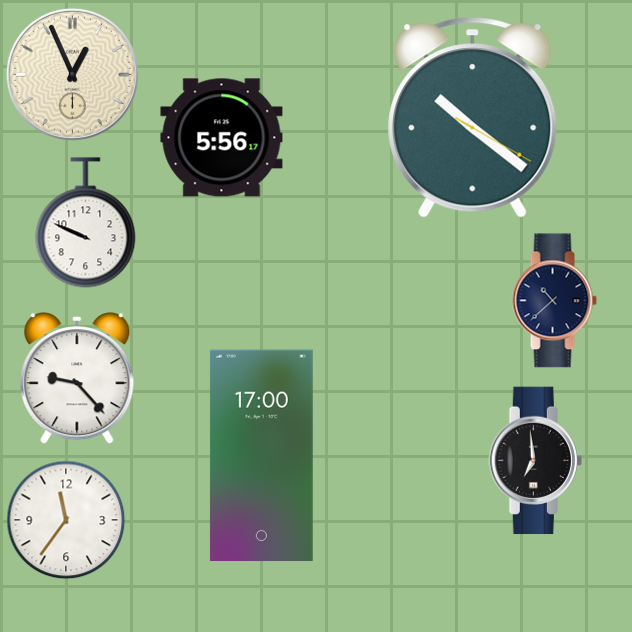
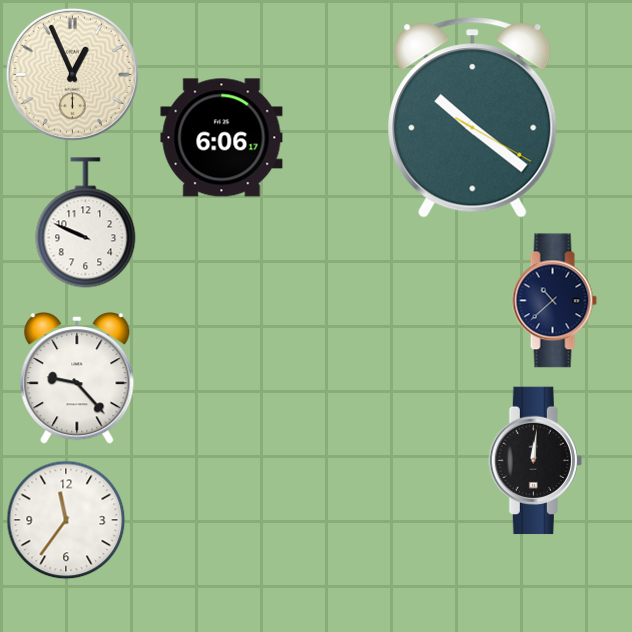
clock at (222, 138): 5:56 -> 6:06
clock at (261, 455): 17:00 -> none
clock at (535, 461): 6:59 -> 12:01
